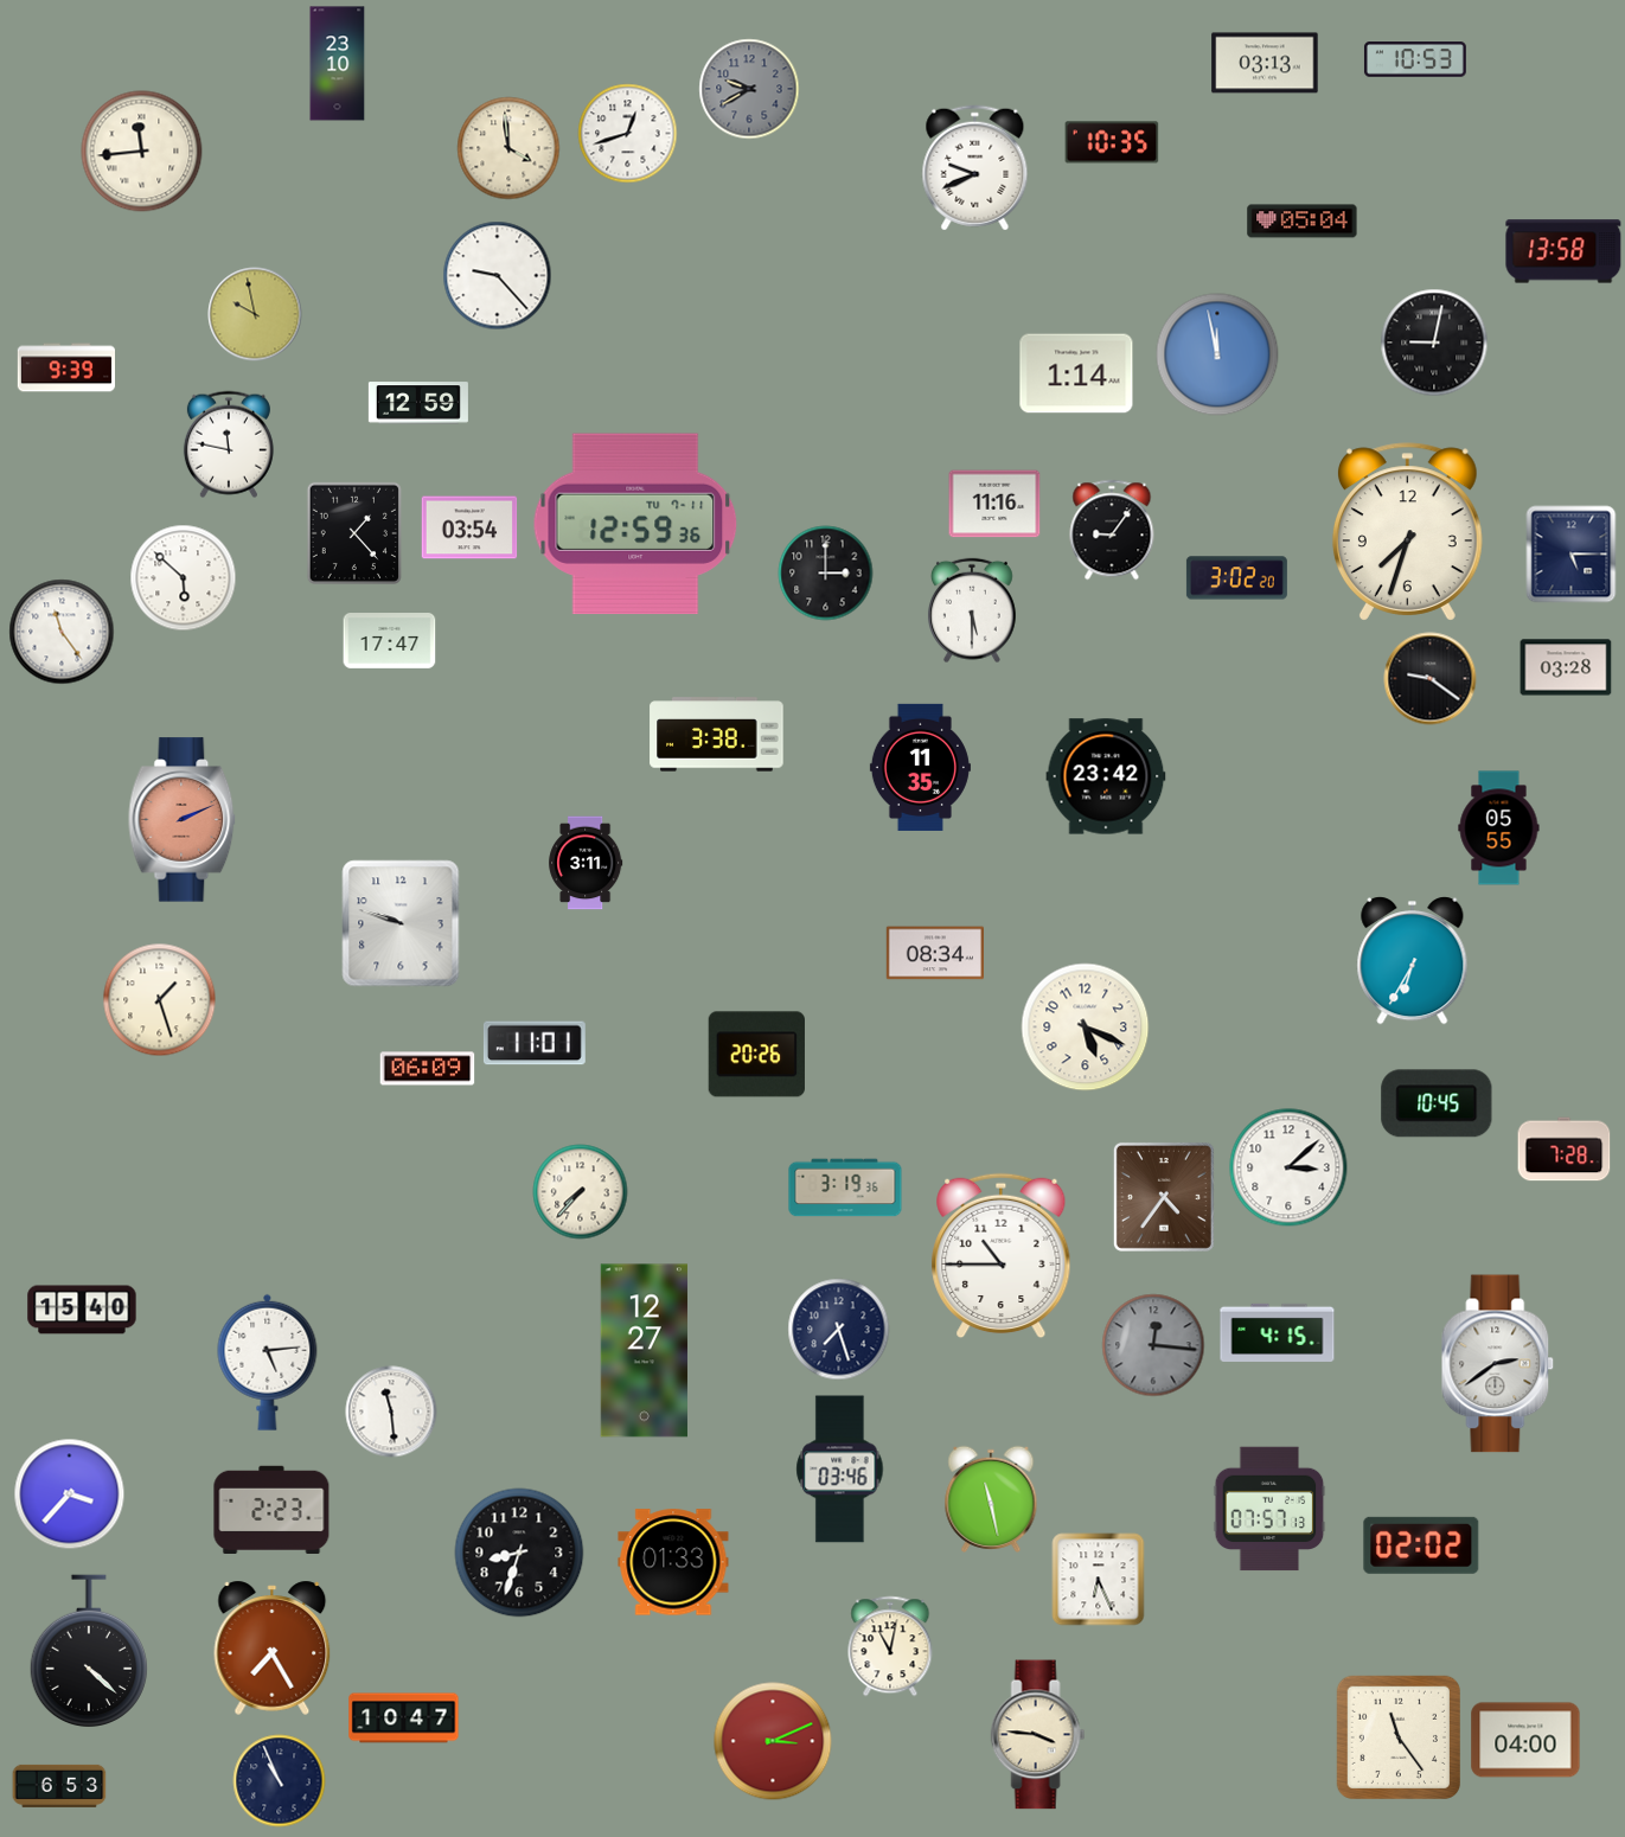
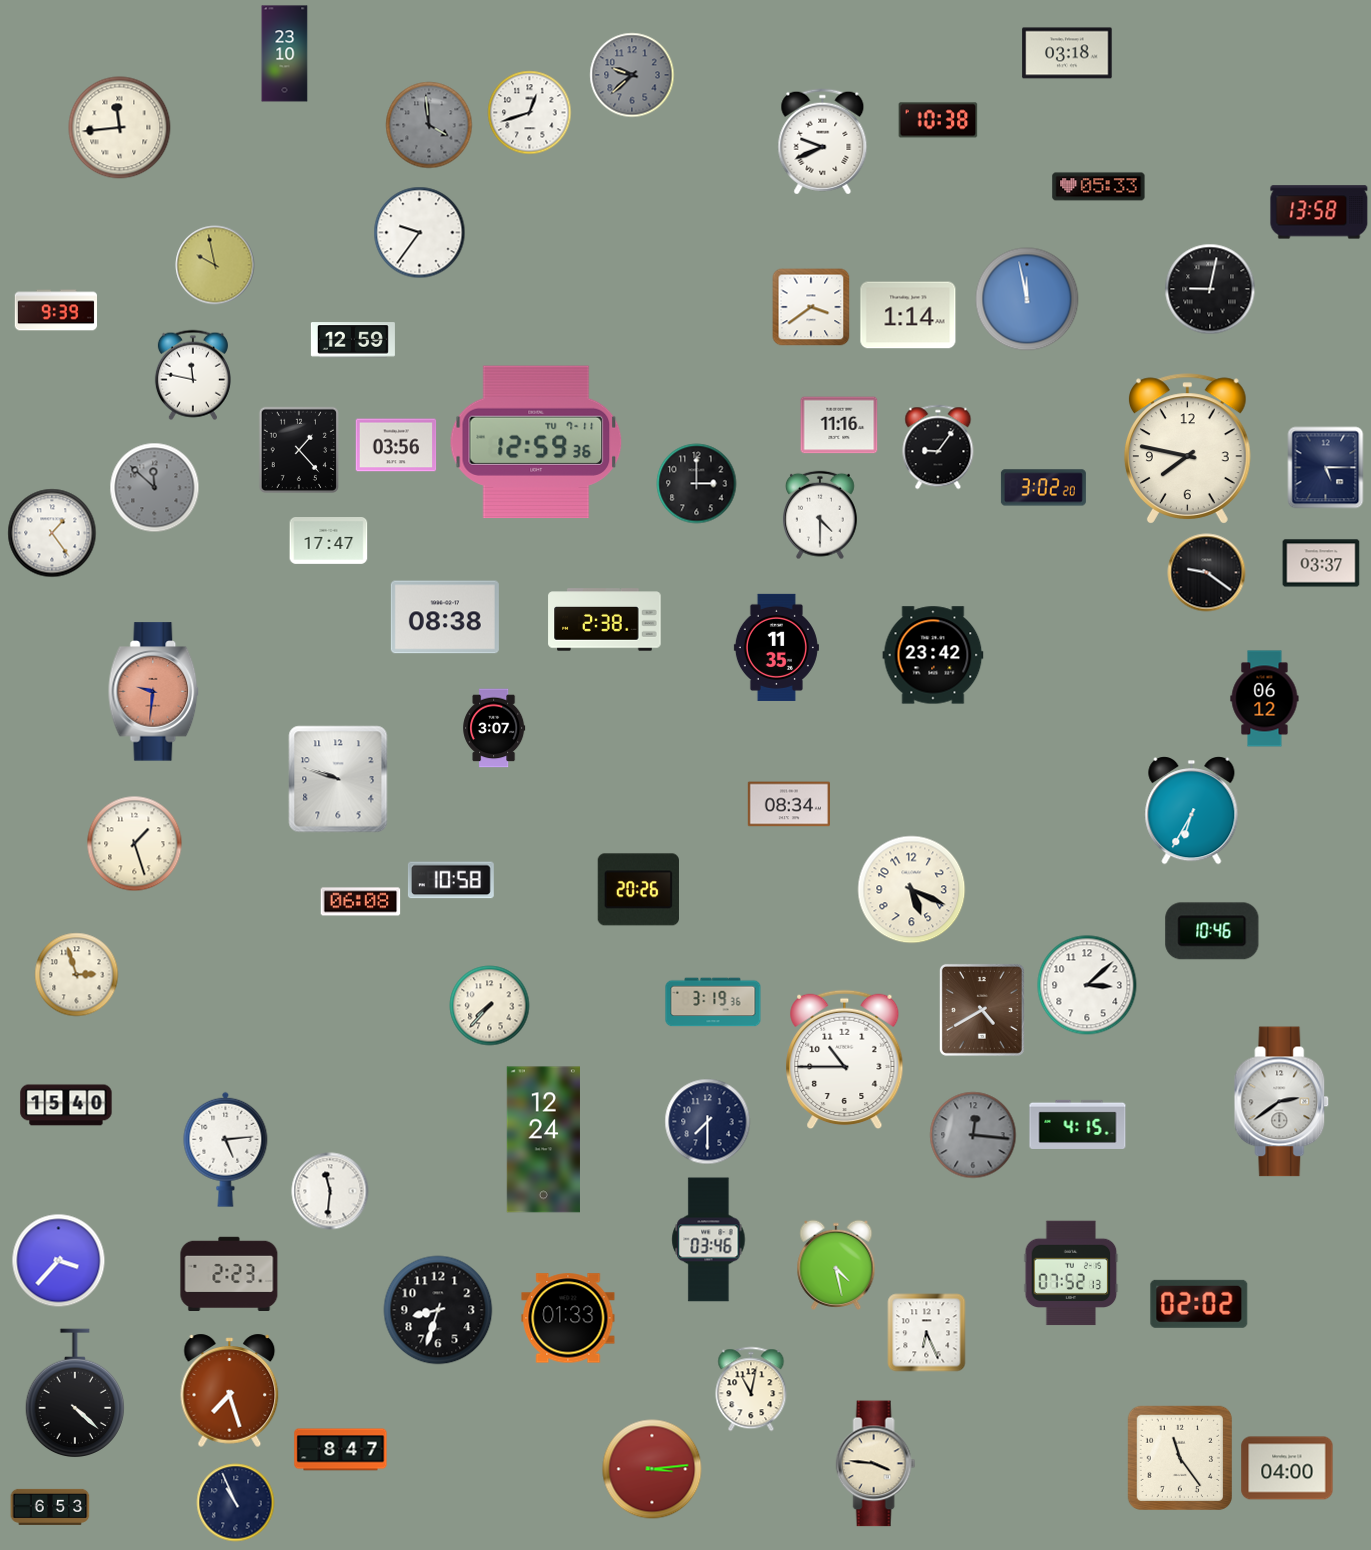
clock at (1415, 59): 10:53 -> none
clock at (1265, 63): 03:13 -> 03:18
clock at (749, 89): 9:40 -> 9:38
clock at (1112, 142): 10:35 -> 10:38
clock at (508, 148) dial: cream -> grey
clock at (1303, 222): 05:04 -> 05:33
clock at (498, 276): 9:23 -> 9:36
clock at (811, 307): none -> 3:39
clock at (469, 527): 03:54 -> 03:56
clock at (1407, 532): 7:33 -> 7:47
clock at (184, 578): 5:52 -> 11:52
clock at (184, 578) dial: white -> grey
clock at (972, 610): 5:30 -> 4:30
clock at (62, 632): 11:24 -> 1:24
clock at (1566, 667): 03:28 -> 03:37
clock at (445, 617): none -> 08:38
clock at (717, 735): 3:38 -> 2:38
clock at (183, 820): 2:11 -> 9:31
clock at (1499, 828): 05:55 -> 06:12
clock at (586, 863): 3:11 -> 3:07
clock at (1086, 1028) position: (1086, 1028) -> (912, 890)
clock at (535, 1043): 11:01 -> 10:58
clock at (428, 1069): 06:09 -> 06:08
clock at (1437, 1103): 10:45 -> 10:46
clock at (1565, 1150): 7:28 -> none
clock at (77, 975): none -> 2:57
clock at (1164, 1197): 4:36 -> 4:40
clock at (82, 1310) position: (82, 1310) -> (66, 1105)
clock at (839, 1330): 7:27 -> 7:30
clock at (644, 1351): 12:27 -> 12:24
clock at (1498, 1364) position: (1498, 1364) -> (1282, 1102)
clock at (391, 1412): 11:29 -> 11:31
clock at (991, 1499): 11:28 -> 4:28
clock at (1269, 1509): 07:57 -> 07:52
clock at (273, 1647): 7:25 -> 7:27
clock at (404, 1718): 10:47 -> 8:47
clock at (1399, 1737) position: (1399, 1737) -> (1180, 1458)
clock at (773, 1741): 3:11 -> 3:14
